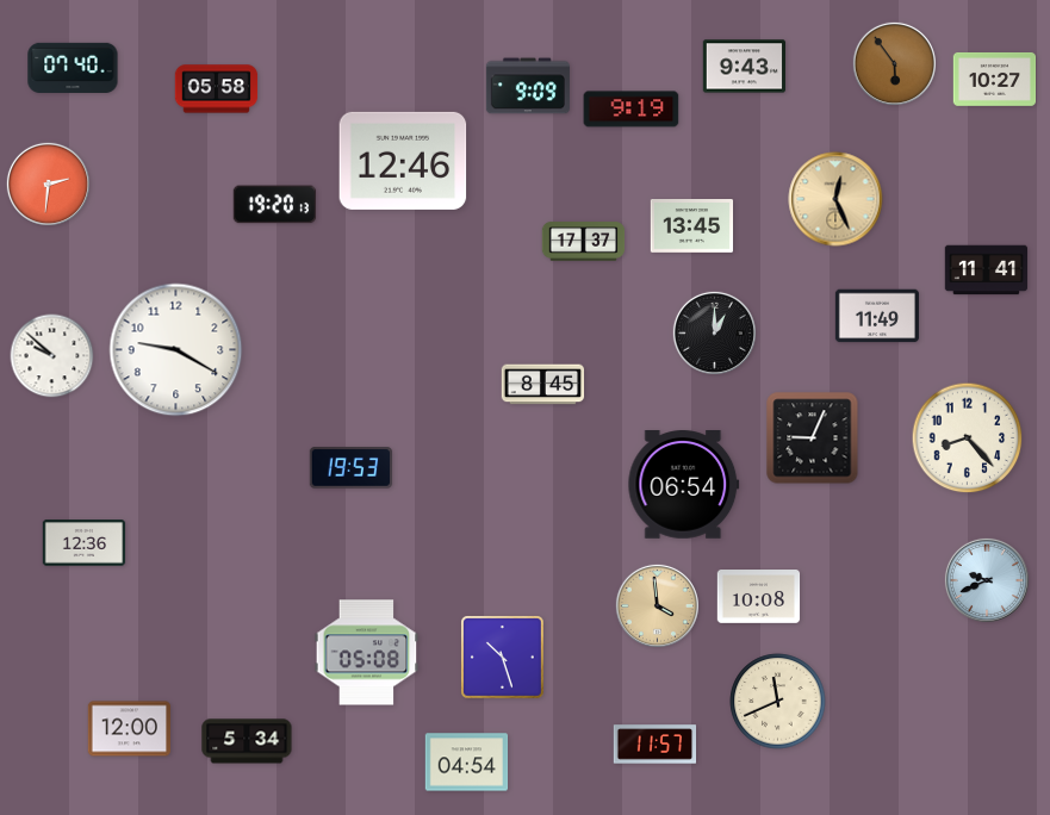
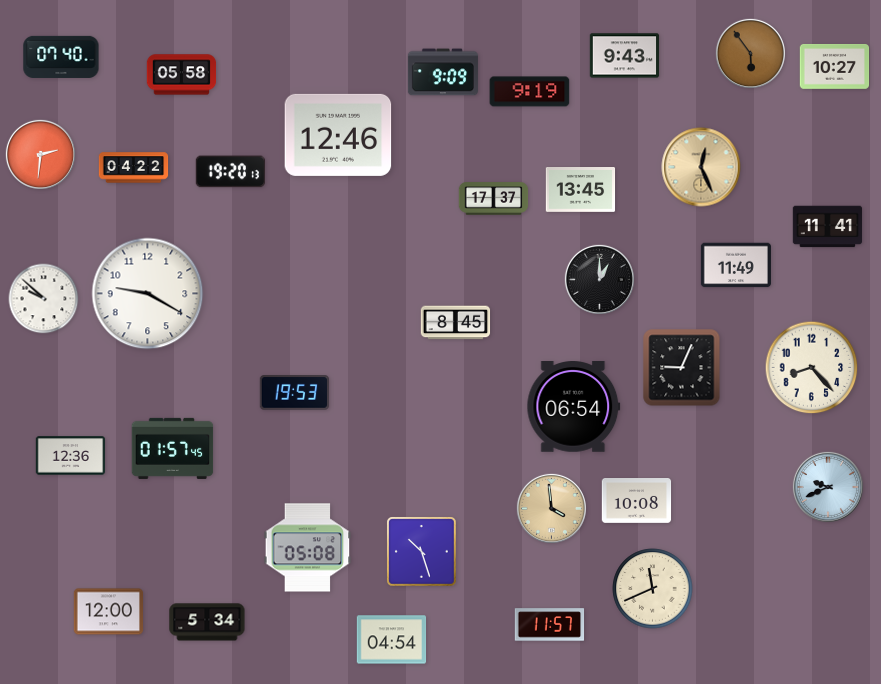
clock at (134, 168): none -> 04:22
clock at (584, 242) position: (584, 242) -> (494, 199)
clock at (173, 448): none -> 01:57
